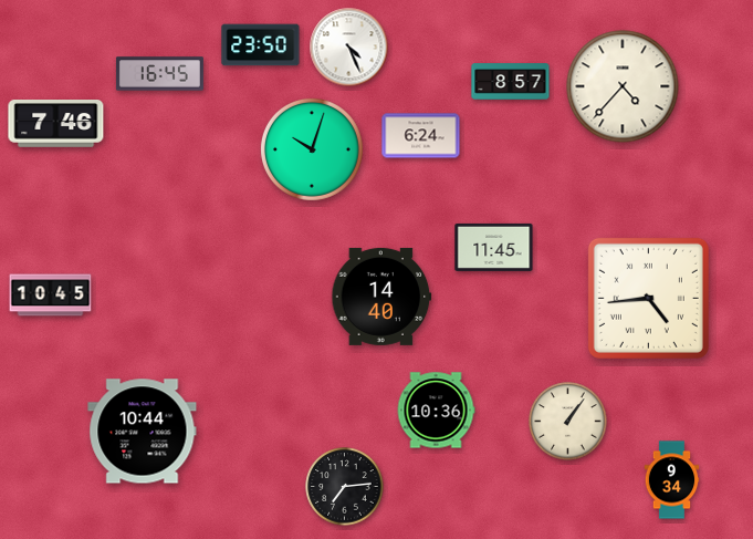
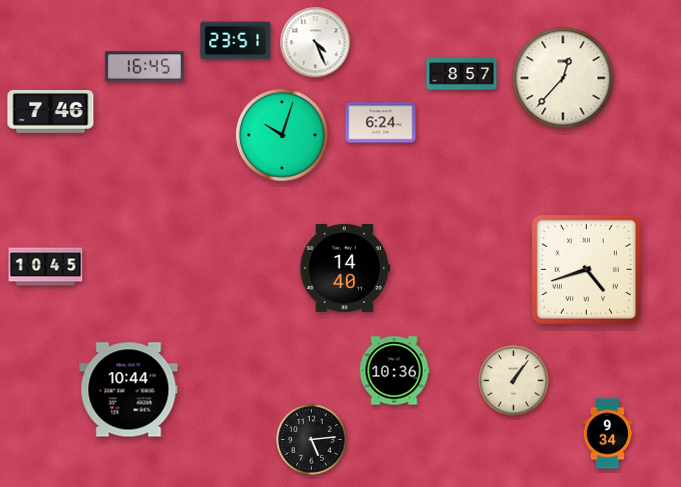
clock at (261, 45): 23:50 -> 23:51
clock at (623, 86): 4:37 -> 12:37
clock at (494, 247): 11:45 -> none
clock at (648, 298): 4:44 -> 4:42
clock at (345, 487): 7:14 -> 5:14
